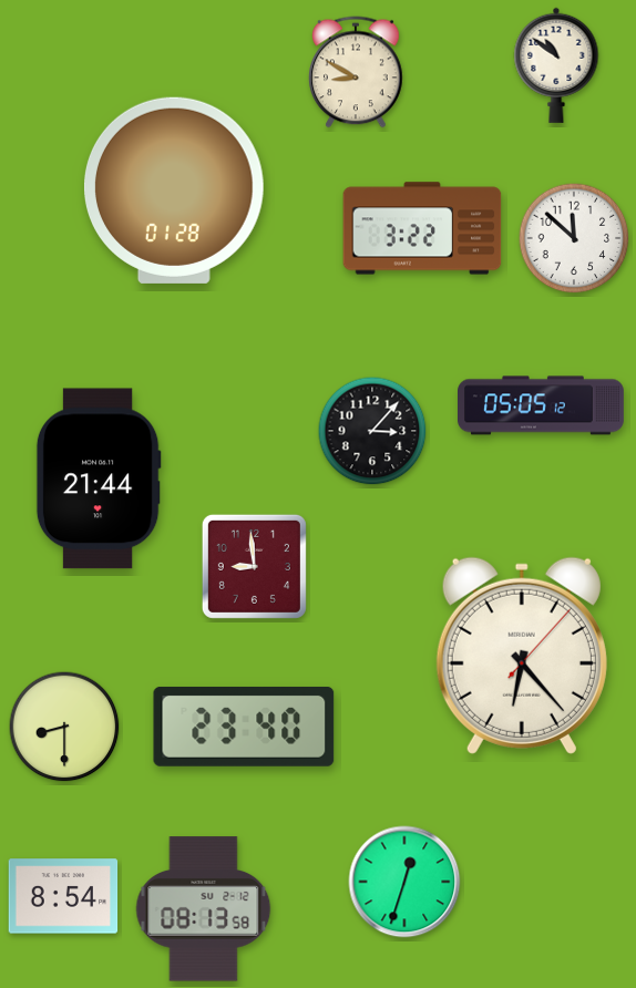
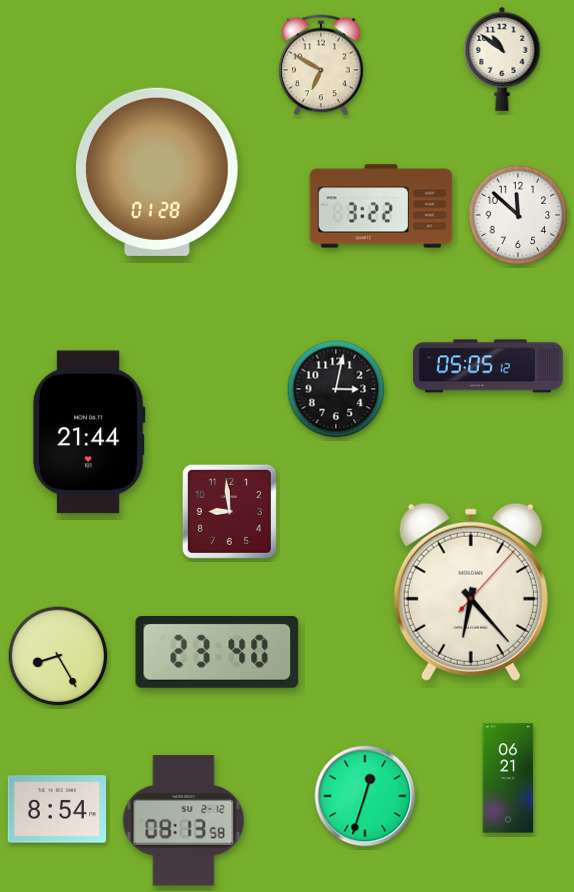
clock at (356, 72): 8:50 -> 6:50
clock at (372, 431): 3:07 -> 3:02
clock at (64, 727): 8:30 -> 8:25
clock at (244, 727) position: (244, 727) -> (217, 652)
clock at (508, 778): none -> 06:21
